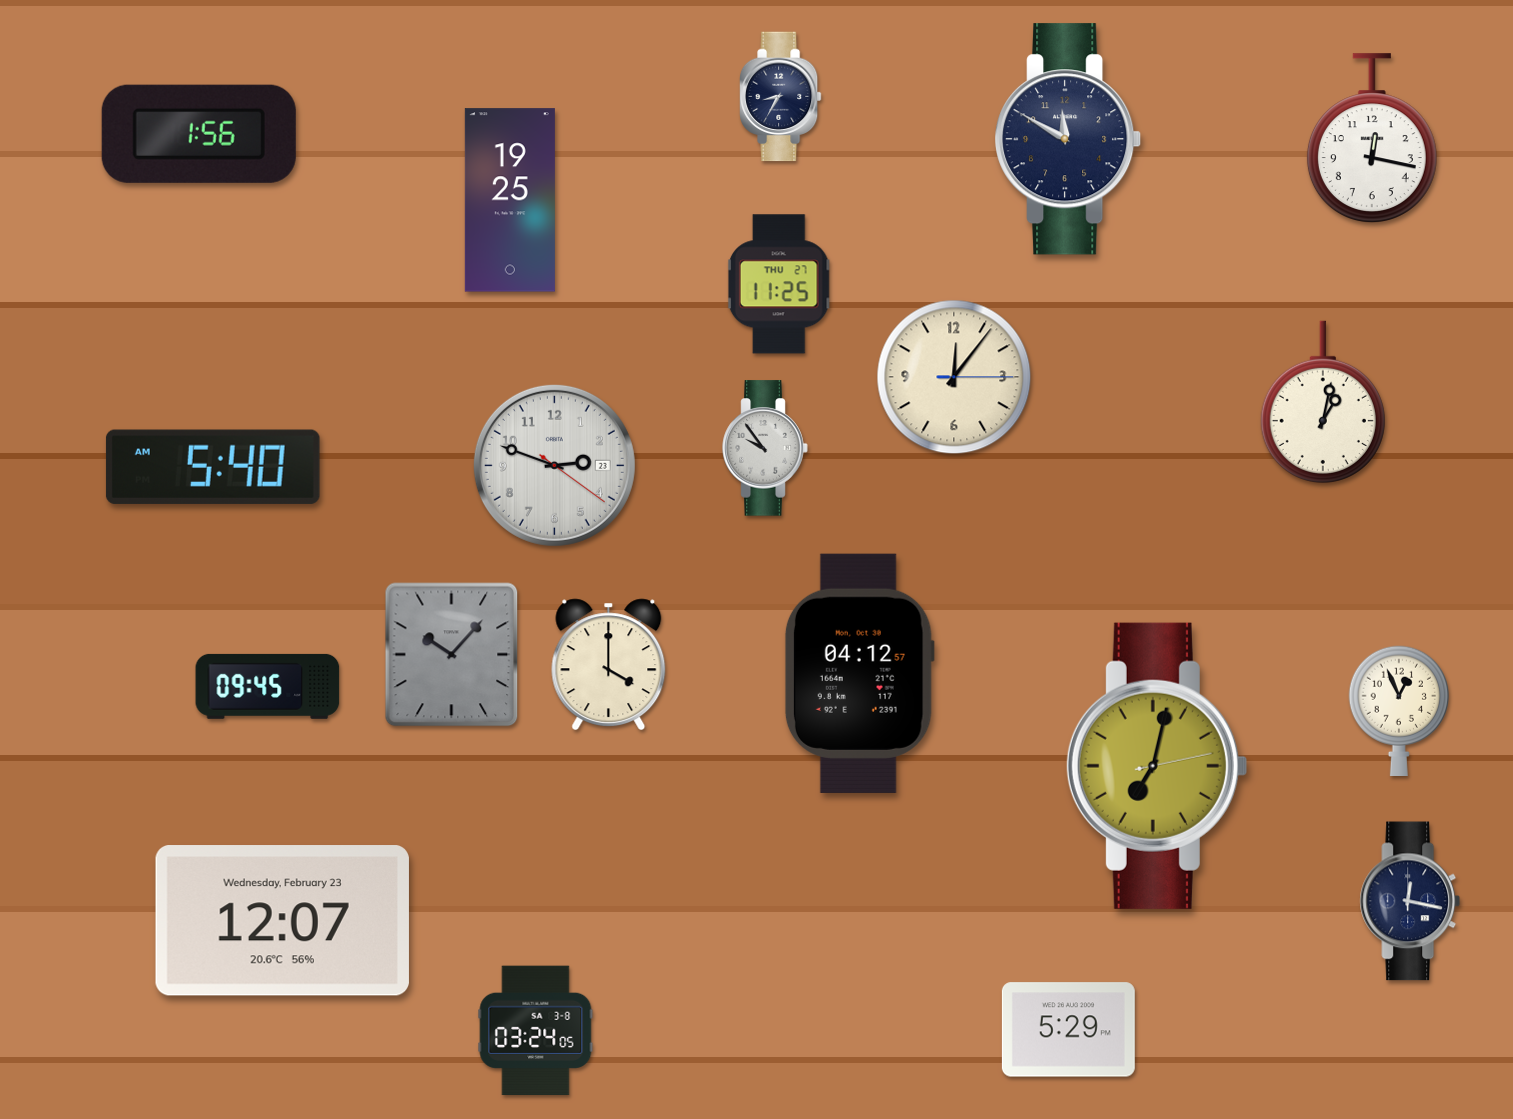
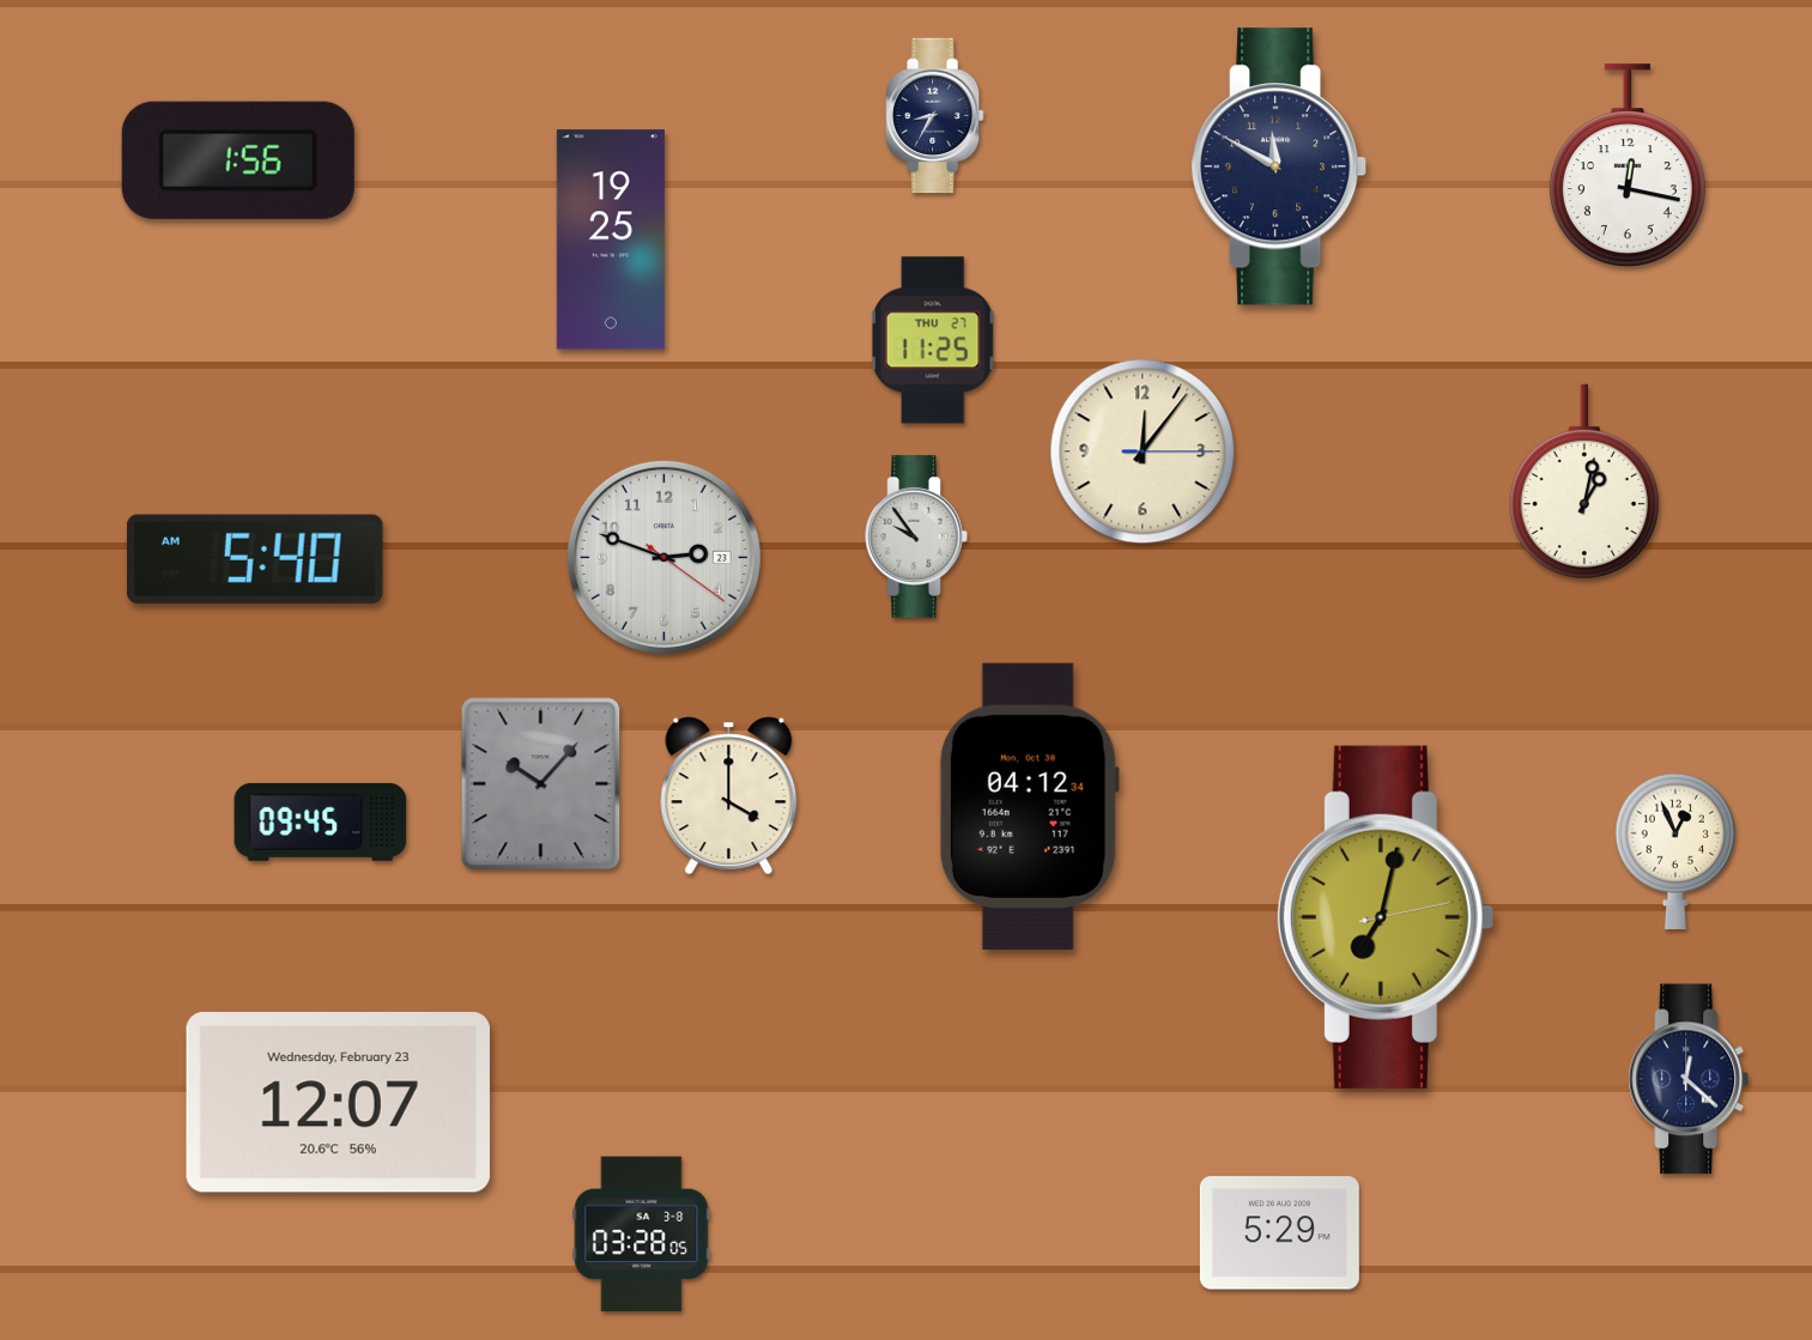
clock at (1372, 138) position: (1372, 138) -> (1628, 165)
clock at (859, 673): 04:12:57 -> 04:12:34
clock at (1410, 901): 12:17 -> 12:22
clock at (536, 1031): 03:24 -> 03:28
